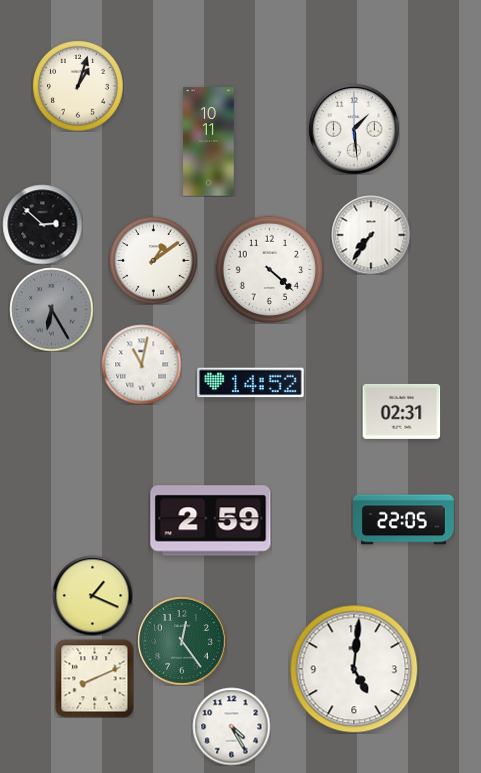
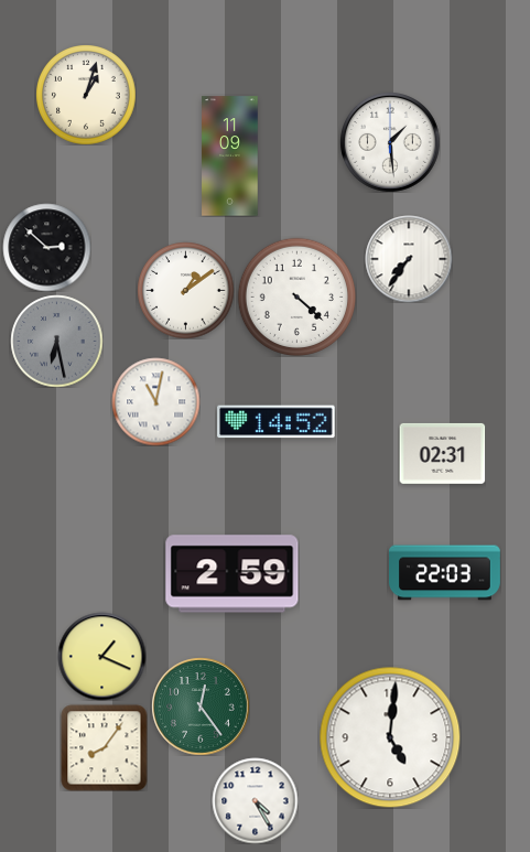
clock at (209, 142): 10:11 -> 11:09
clock at (153, 260) position: (153, 260) -> (185, 290)
clock at (51, 309): 6:25 -> 6:28
clock at (404, 520): 22:05 -> 22:03
clock at (94, 678): 8:11 -> 8:06
